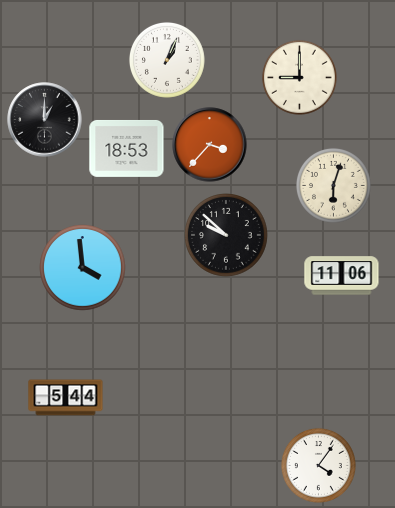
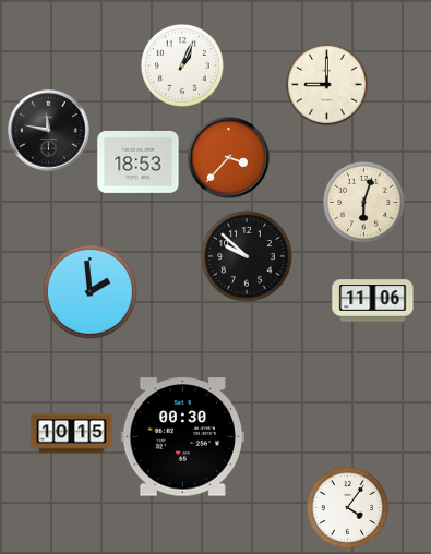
clock at (45, 120): 1:00 -> 11:47
clock at (83, 268): 3:59 -> 1:59
clock at (66, 398): 5:44 -> 10:15
clock at (182, 437): none -> 00:30
